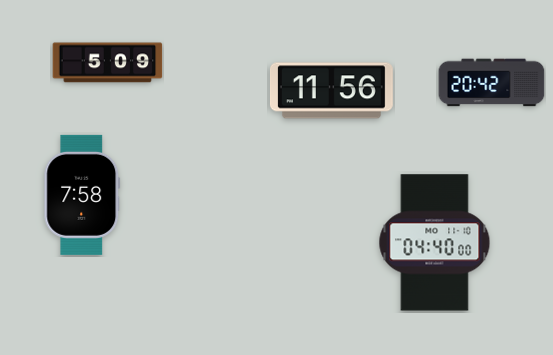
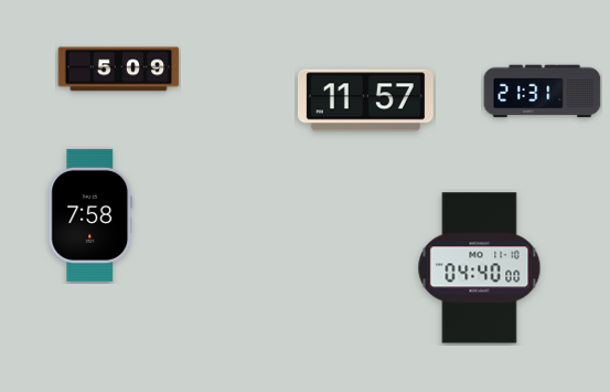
clock at (492, 83): 20:42 -> 21:31
clock at (331, 91): 11:56 -> 11:57
